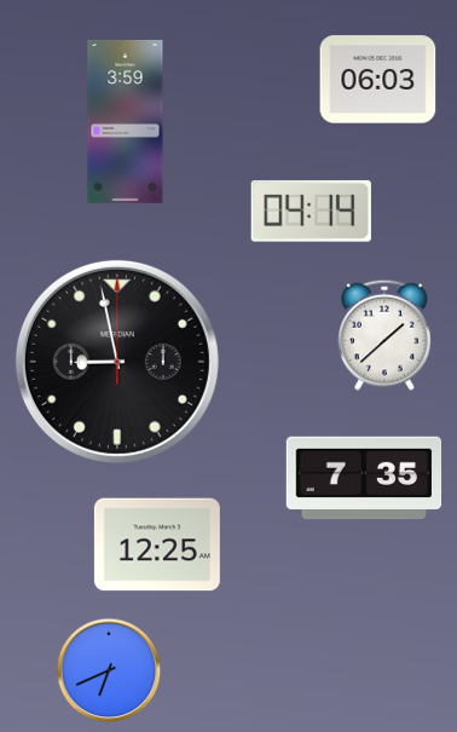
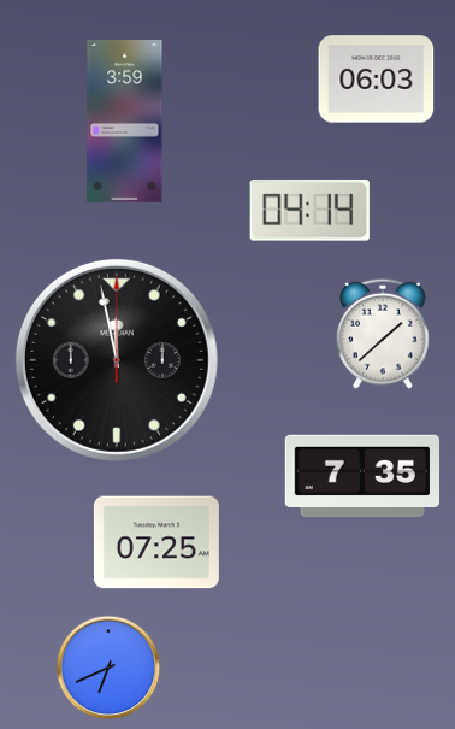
clock at (117, 362): 8:58 -> 11:58
clock at (157, 544): 12:25 -> 07:25
